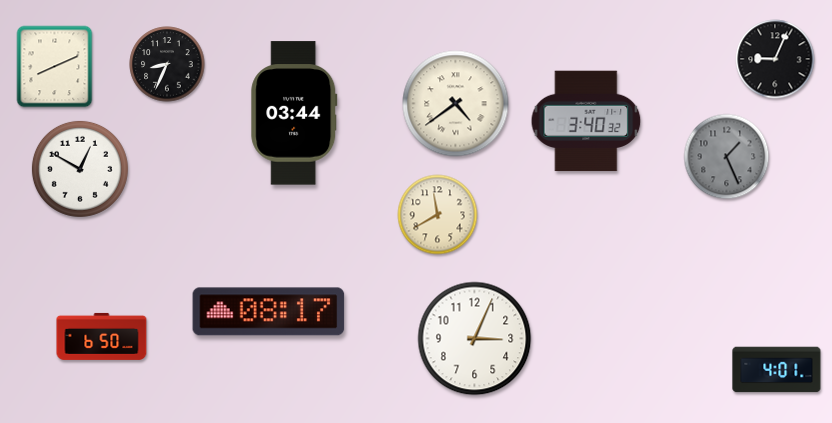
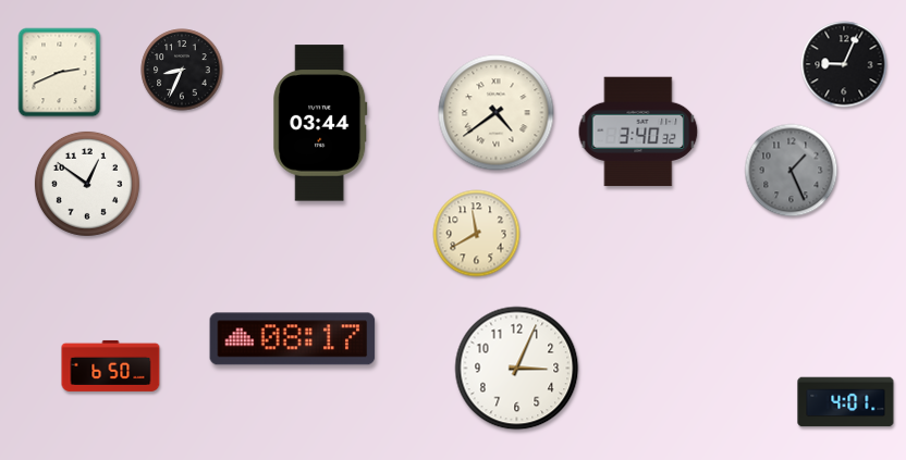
clock at (55, 67): 8:11 -> 2:41
clock at (80, 169): 12:50 -> 12:51
